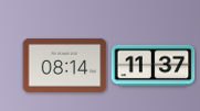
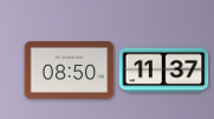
clock at (65, 65): 08:14 -> 08:50
